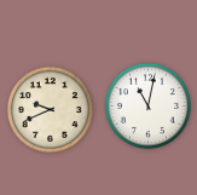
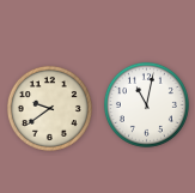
clock at (50, 109): 9:41 -> 9:39
